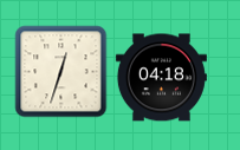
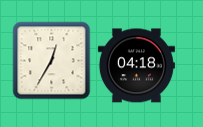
clock at (60, 71): 12:33 -> 12:35
